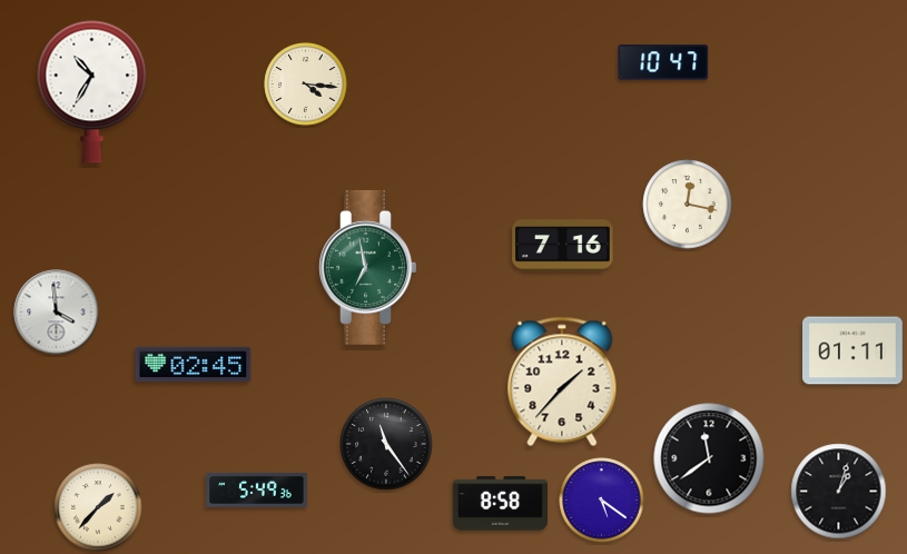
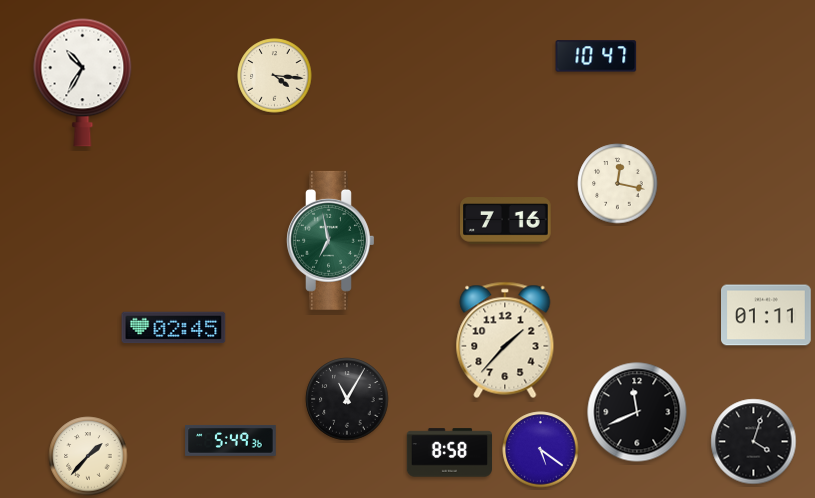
clock at (57, 313): 3:59 -> none
clock at (562, 382) position: (562, 382) -> (505, 340)
clock at (386, 444): 11:24 -> 11:05
clock at (709, 458): 11:39 -> 11:41
clock at (839, 492): 1:03 -> 4:03
